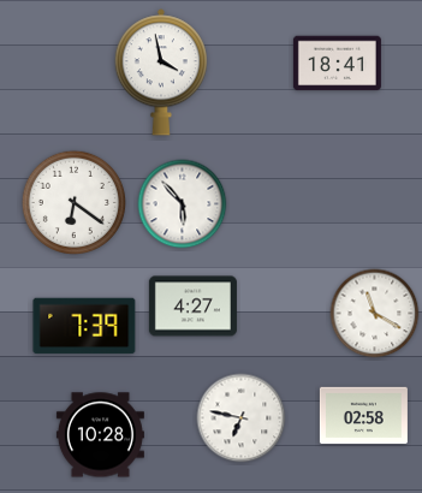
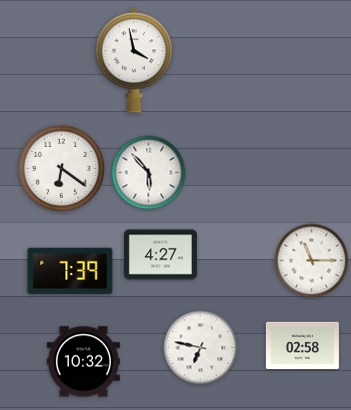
clock at (337, 64): 18:41 -> none
clock at (183, 204) position: (183, 204) -> (149, 173)
clock at (375, 314): 11:20 -> 11:15
clock at (100, 435): 10:28 -> 10:32
